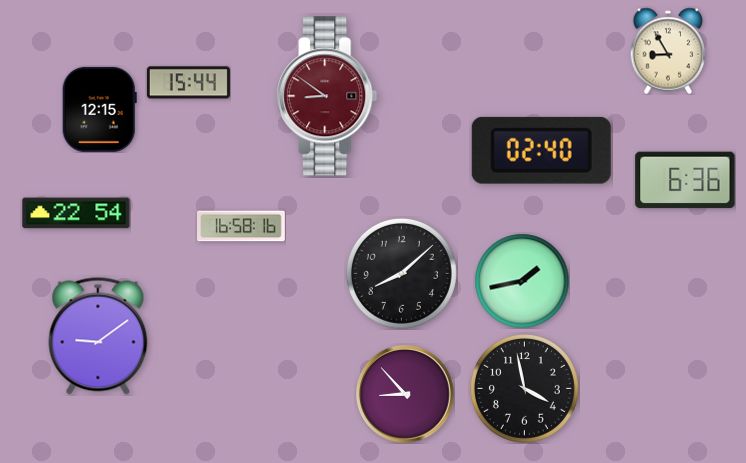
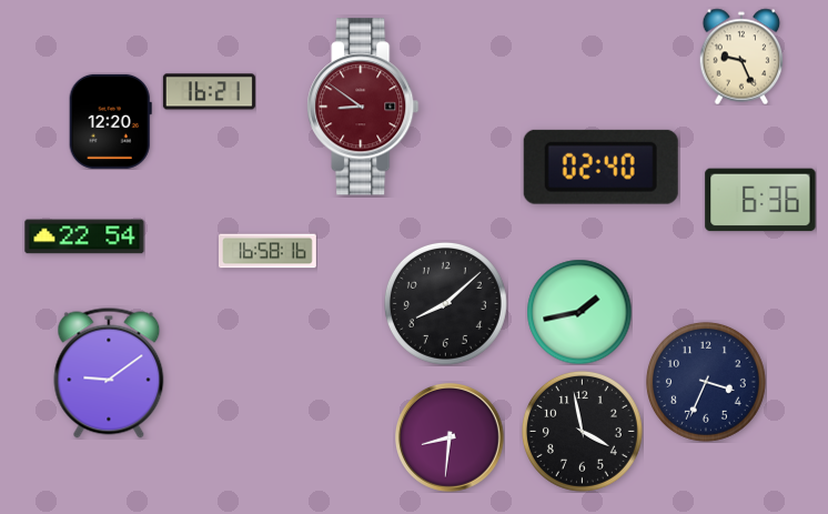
clock at (668, 51): 8:55 -> 9:26
clock at (188, 83): 15:44 -> 16:21
clock at (99, 109): 12:15 -> 12:20
clock at (706, 382): none -> 3:34
clock at (406, 395): 8:53 -> 8:31
